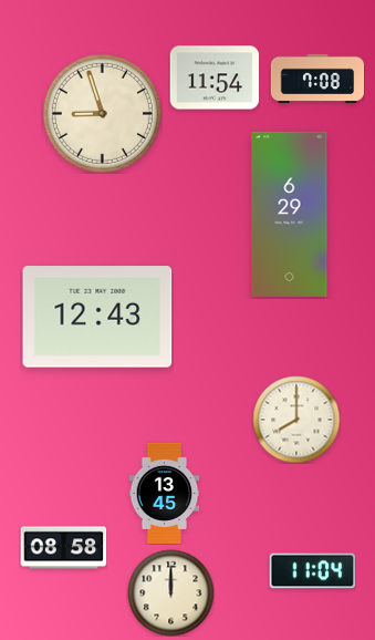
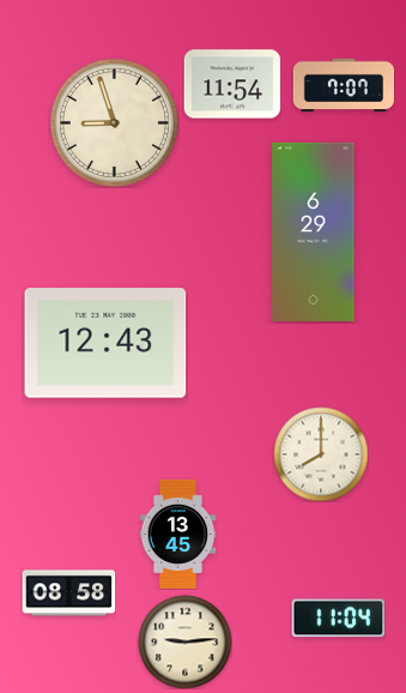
clock at (317, 78): 7:08 -> 7:07
clock at (102, 113) position: (102, 113) -> (114, 122)
clock at (170, 592): 12:00 -> 9:14
